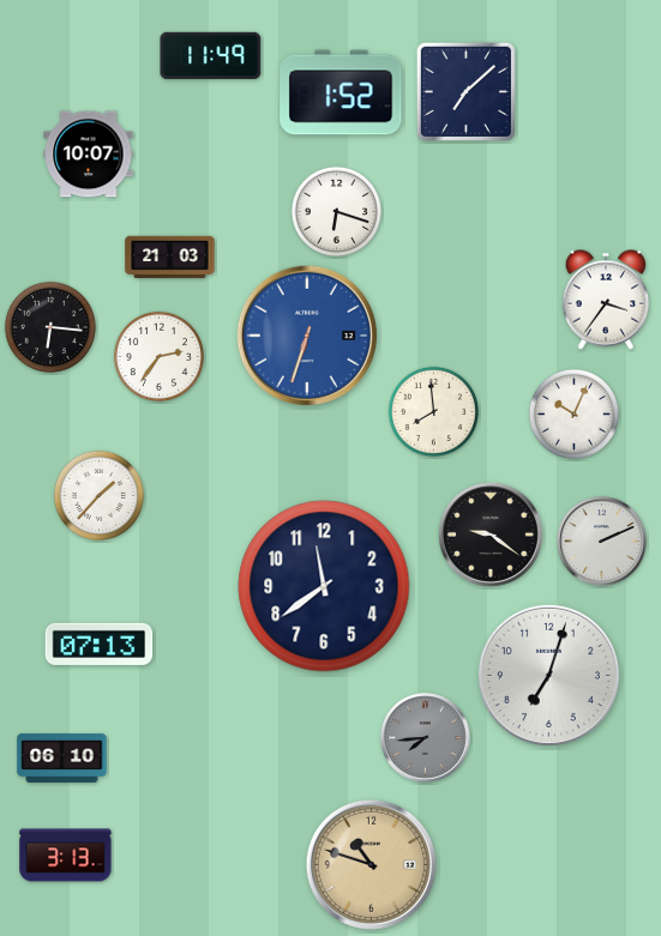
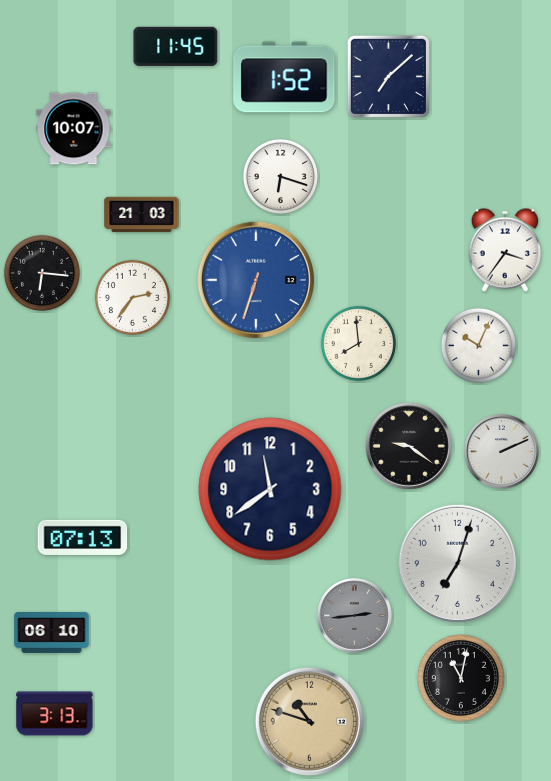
clock at (211, 55): 11:49 -> 11:45
clock at (433, 411) position: (433, 411) -> (358, 343)
clock at (98, 495): 1:37 -> none
clock at (426, 738): 7:44 -> 2:44
clock at (461, 678): none -> 11:02
